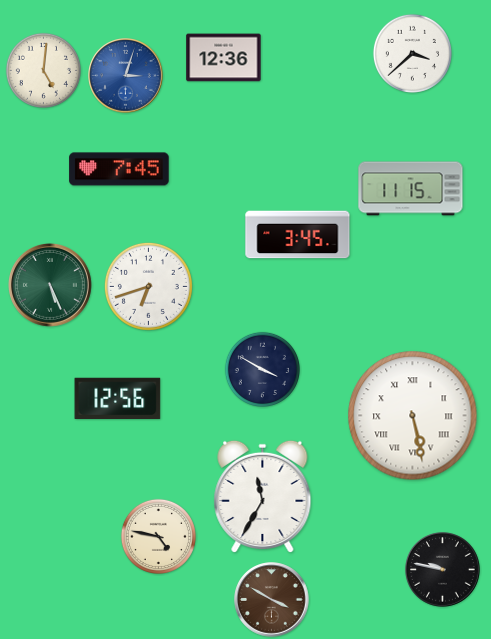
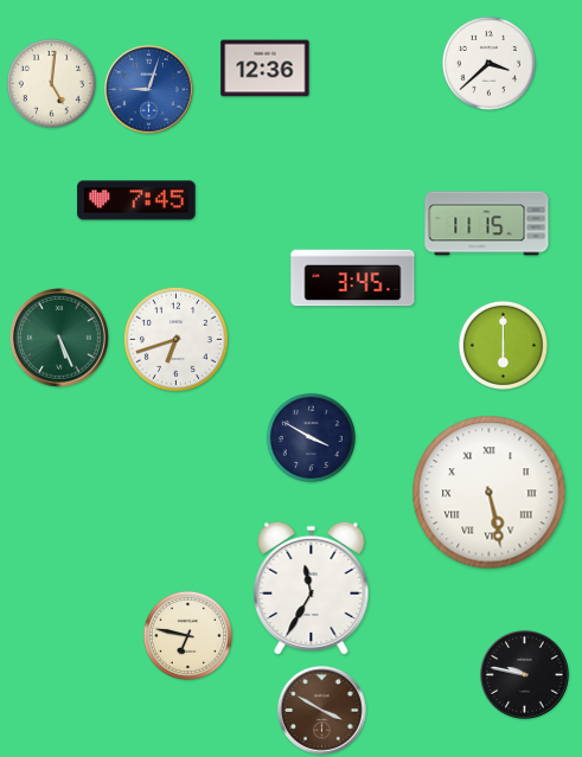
clock at (126, 76): 3:03 -> 9:03
clock at (119, 169) position: (119, 169) -> (136, 200)
clock at (503, 345): none -> 6:00
clock at (118, 398): 12:56 -> none
clock at (158, 536): 4:47 -> 6:47
